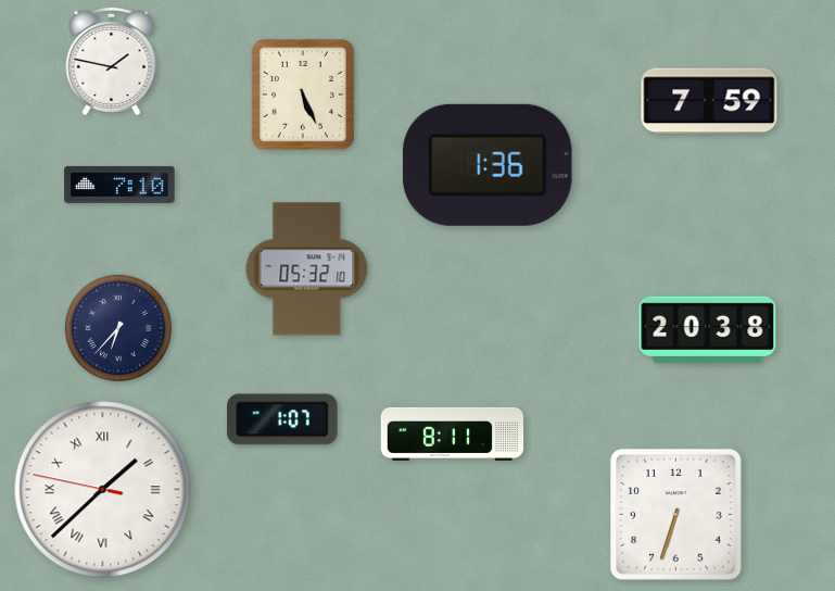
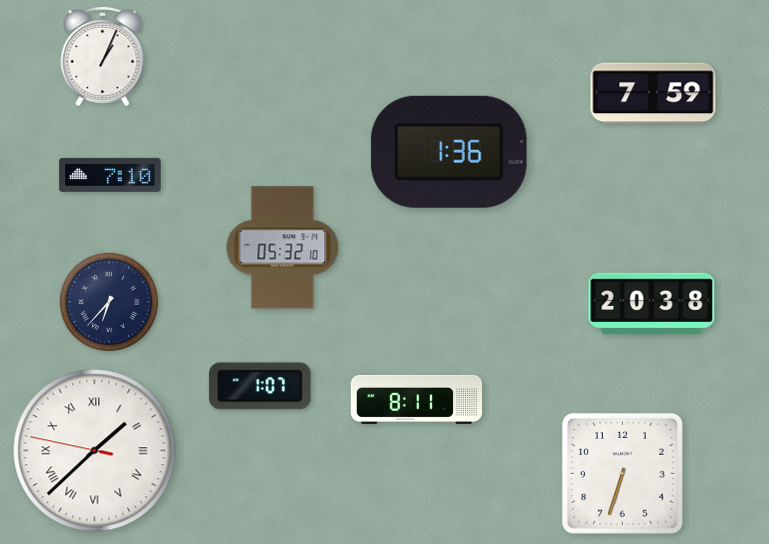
clock at (112, 61): 1:47 -> 1:04
clock at (303, 95): 5:26 -> none
clock at (119, 185) position: (119, 185) -> (110, 175)
